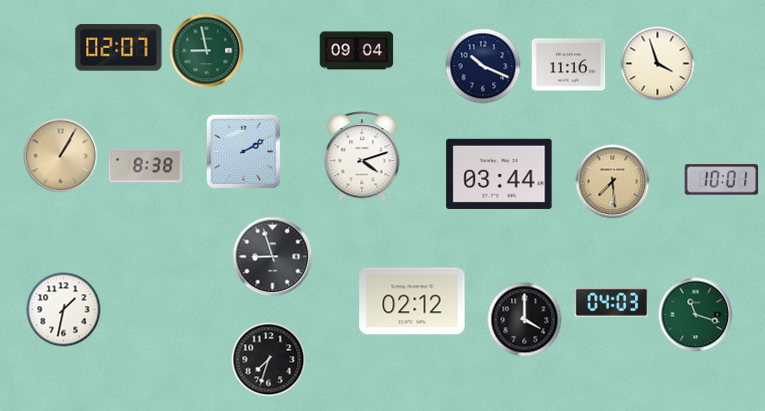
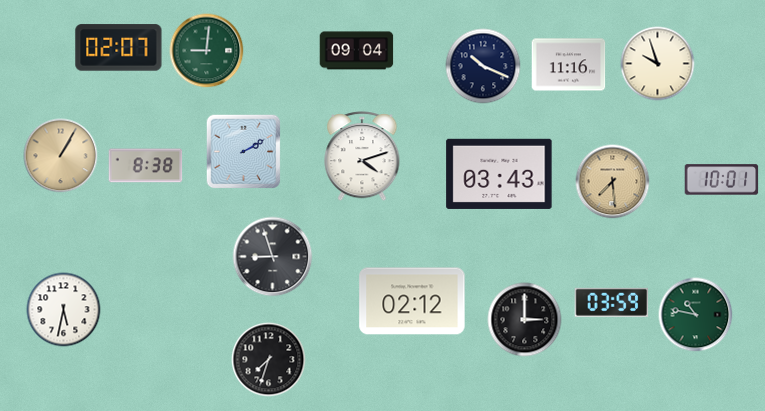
clock at (207, 51): 8:58 -> 9:01
clock at (658, 64): 3:57 -> 9:57
clock at (499, 174): 03:44 -> 03:43
clock at (612, 302): 04:03 -> 03:59
clock at (64, 310): 1:32 -> 5:32
clock at (696, 315): 11:18 -> 10:47
clock at (525, 320): 4:00 -> 3:00
